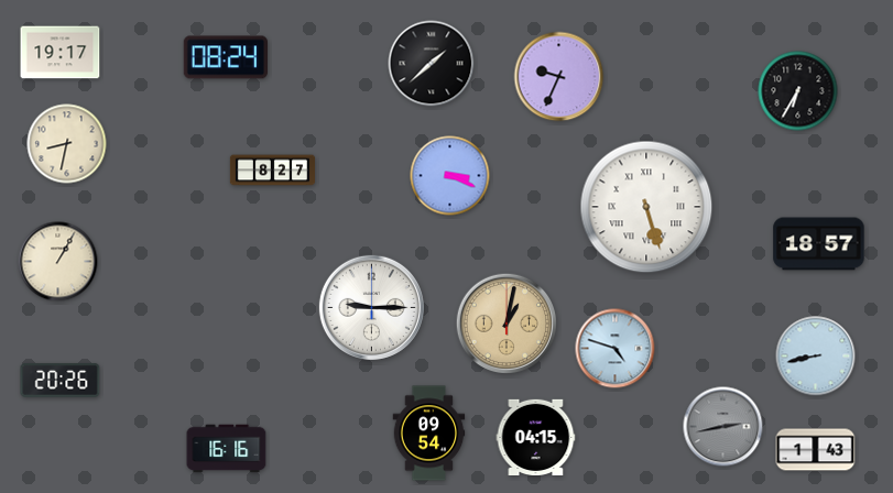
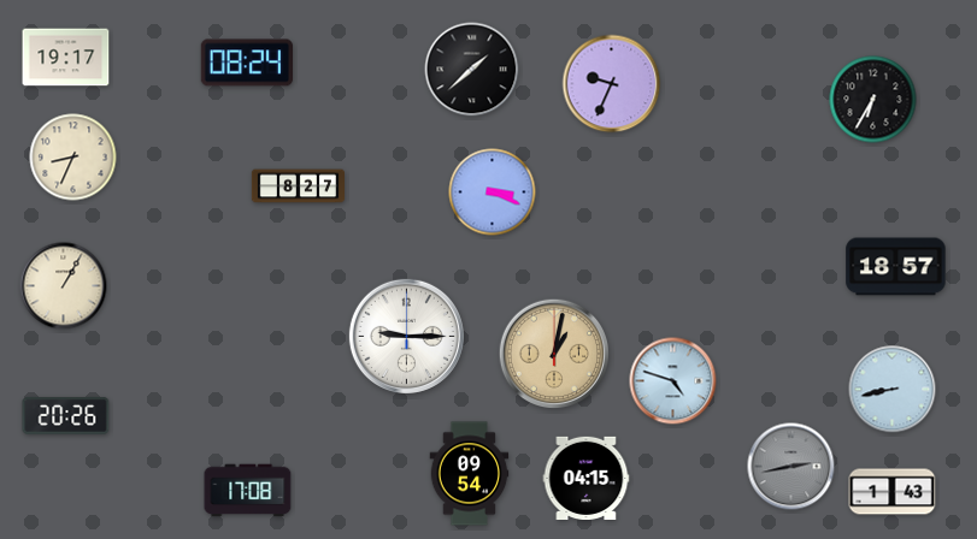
clock at (67, 144): 8:32 -> 8:34
clock at (646, 207): 5:27 -> none
clock at (227, 449): 16:16 -> 17:08
